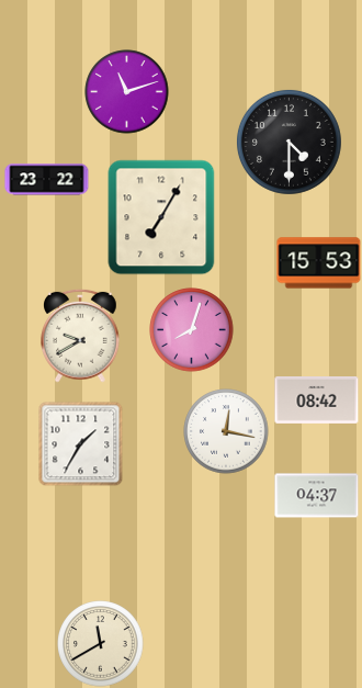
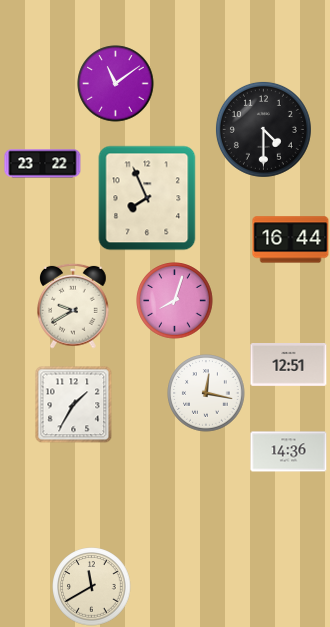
clock at (127, 92): 11:12 -> 11:09
clock at (161, 217): 7:05 -> 7:56
clock at (319, 263): 15:53 -> 16:44
clock at (317, 401): 08:42 -> 12:51
clock at (317, 496): 04:37 -> 14:36
